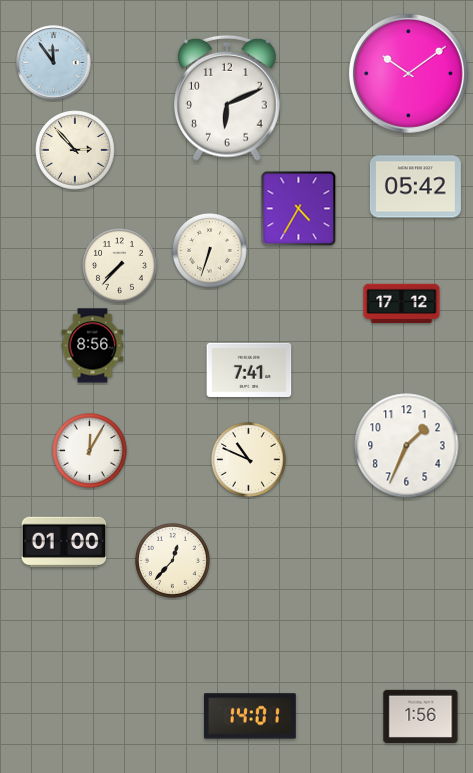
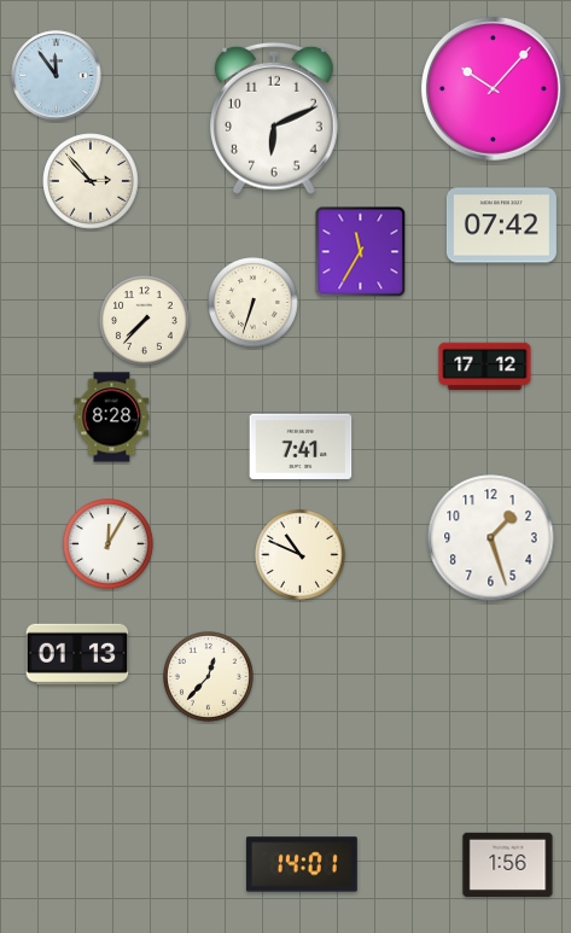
clock at (54, 63) position: (54, 63) -> (57, 76)
clock at (408, 73): 10:09 -> 10:07
clock at (415, 187): 05:42 -> 07:42
clock at (299, 209): 4:35 -> 11:35
clock at (93, 346): 8:56 -> 8:28
clock at (407, 446): 1:34 -> 1:27
clock at (64, 542): 01:00 -> 01:13
